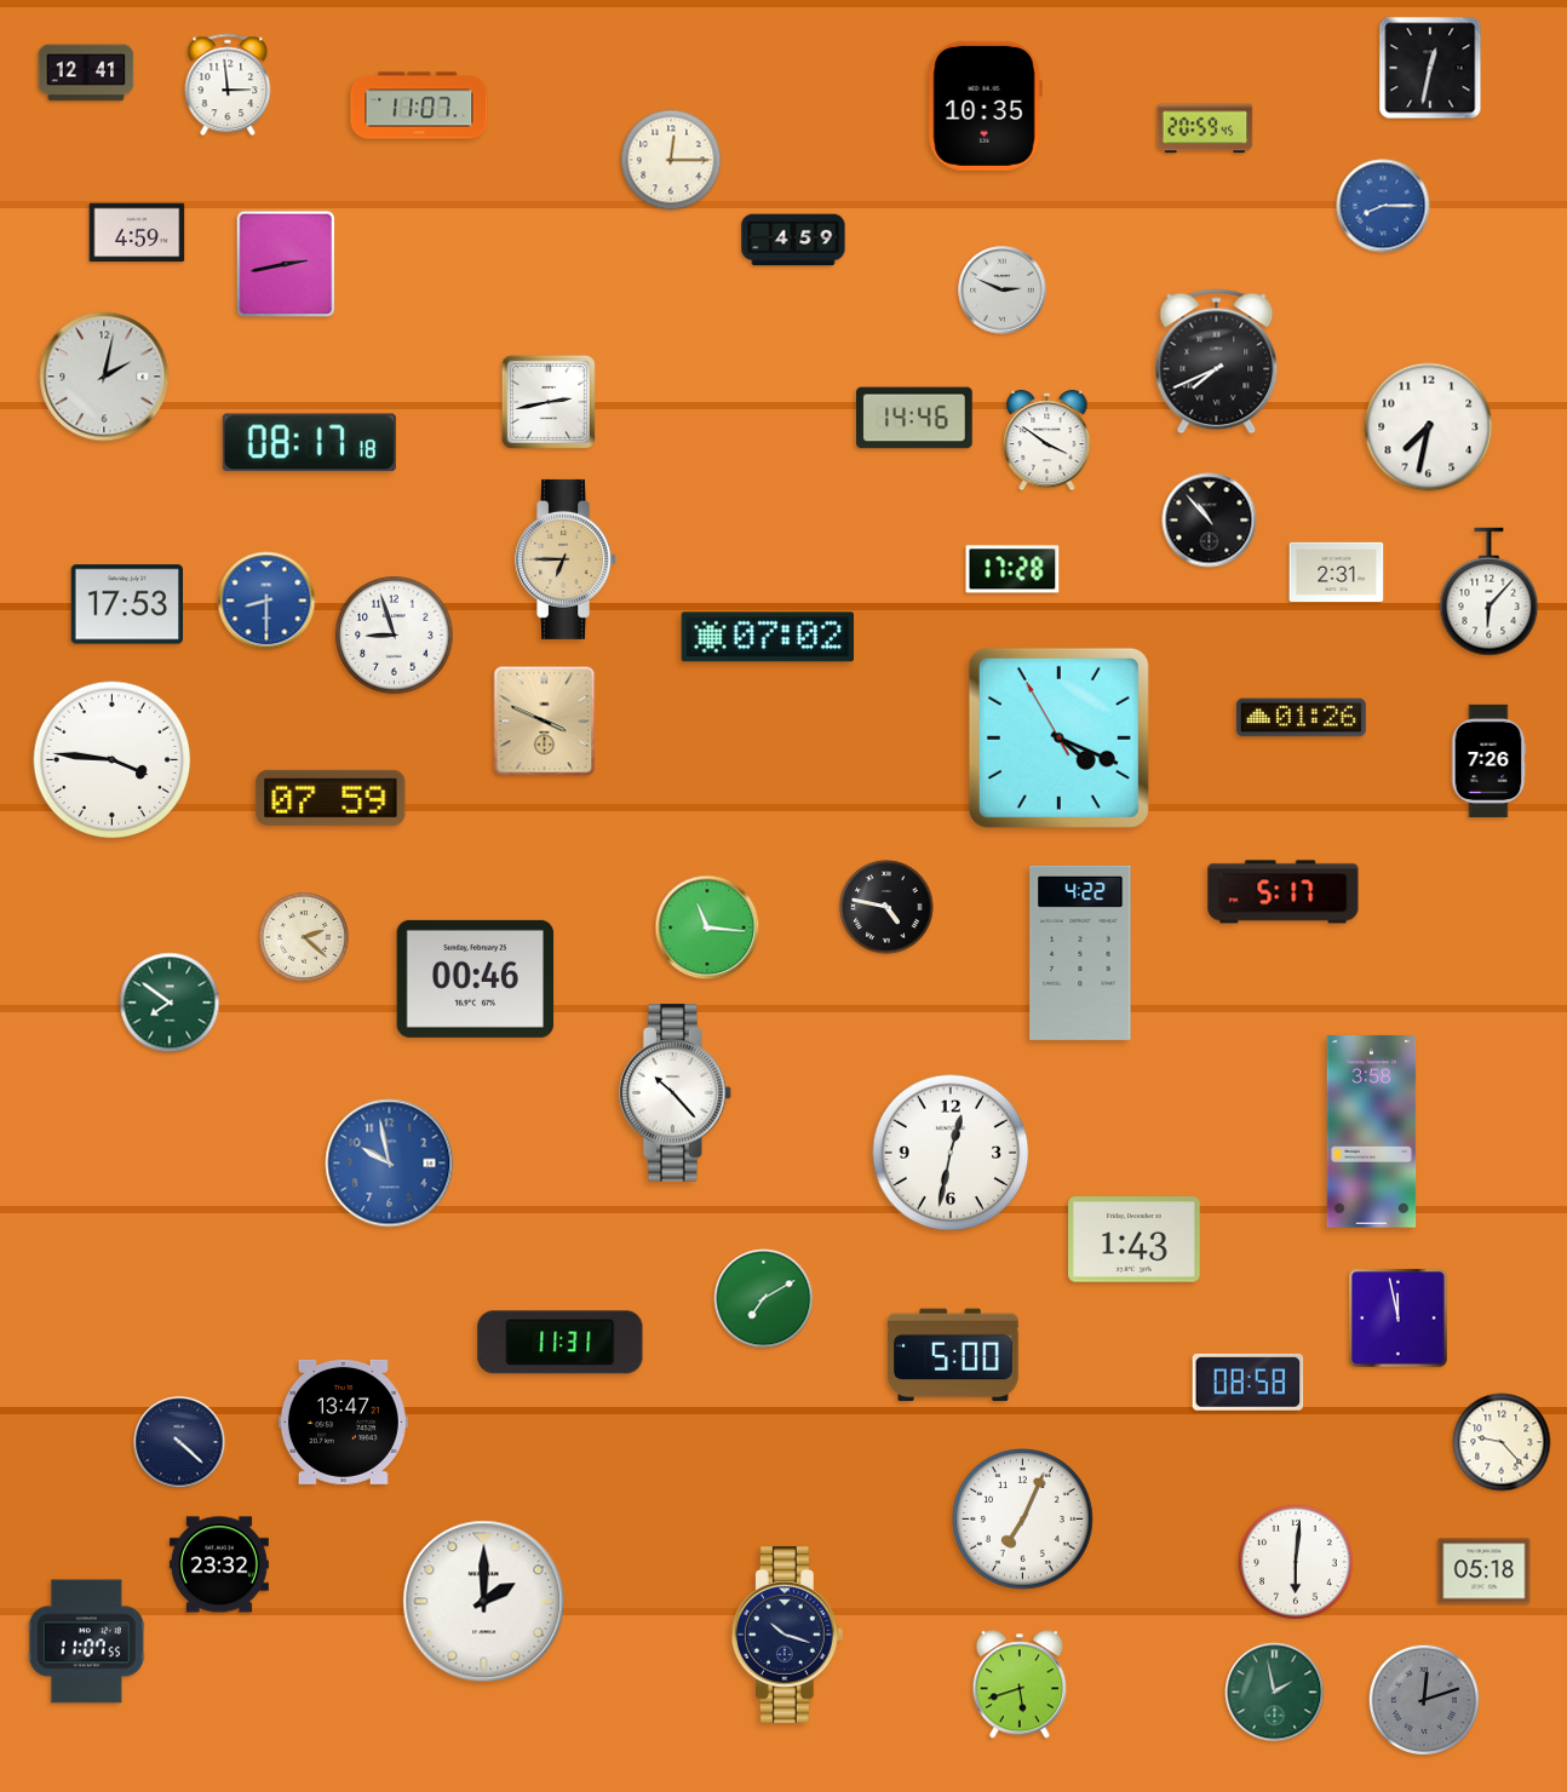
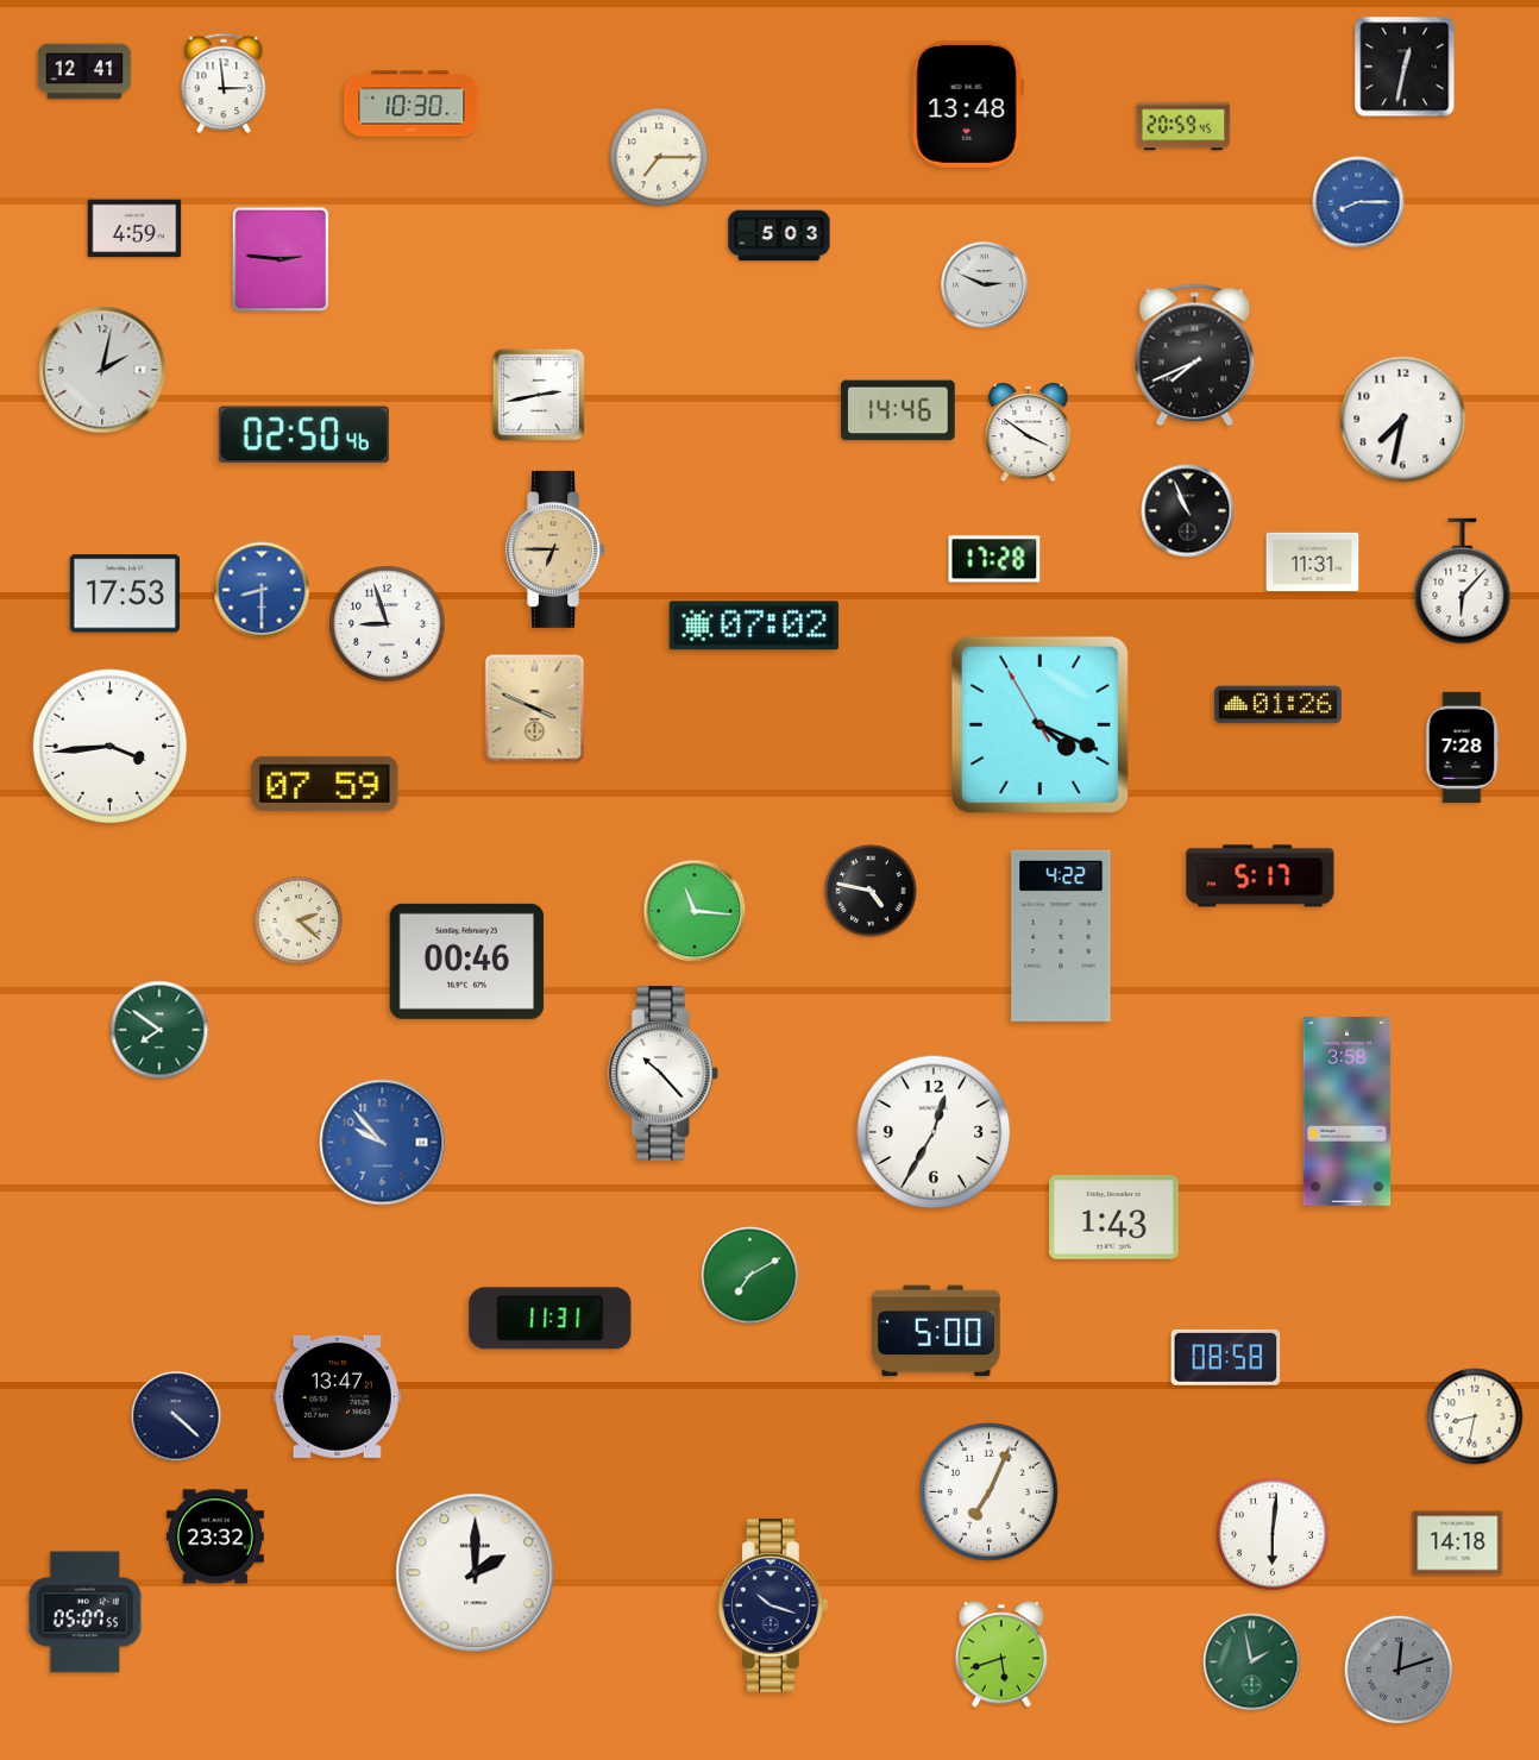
clock at (419, 105): 11:07 -> 10:30
clock at (985, 105): 10:35 -> 13:48
clock at (671, 160): 12:15 -> 7:15
clock at (793, 240): 4:59 -> 5:03
clock at (286, 264): 2:43 -> 2:46
clock at (309, 443): 08:17 -> 02:50
clock at (1210, 521): 10:53 -> 10:56
clock at (1337, 572): 2:31 -> 11:31
clock at (113, 760): 3:46 -> 3:44
clock at (1488, 760): 7:26 -> 7:28
clock at (170, 1003) position: (170, 1003) -> (159, 1030)
clock at (951, 1153): 12:32 -> 12:35
clock at (390, 1164): 9:58 -> 9:53
clock at (1399, 1319): 11:58 -> none
clock at (1502, 1442): 9:23 -> 8:32
clock at (1023, 1520) position: (1023, 1520) -> (990, 1492)
clock at (1485, 1572): 05:18 -> 14:18
clock at (86, 1642): 11:07 -> 05:07
